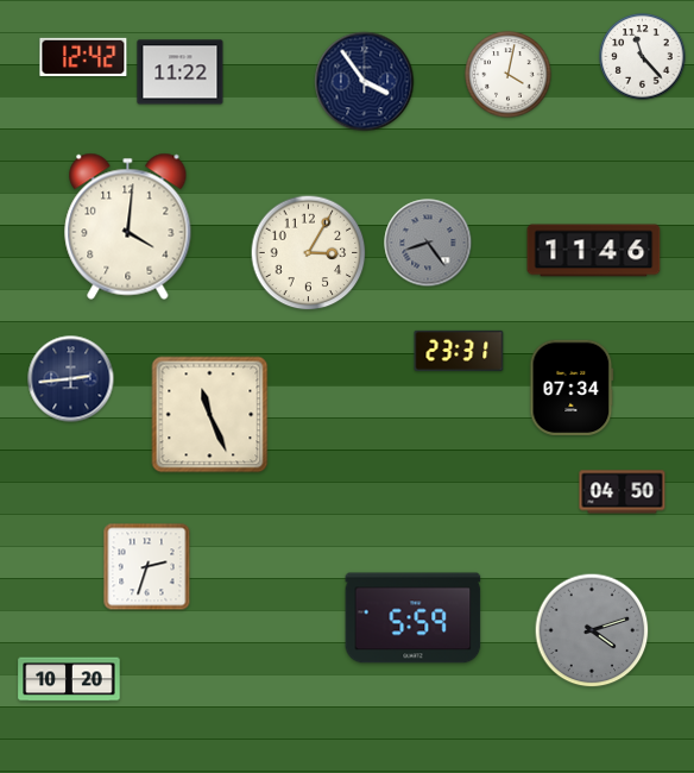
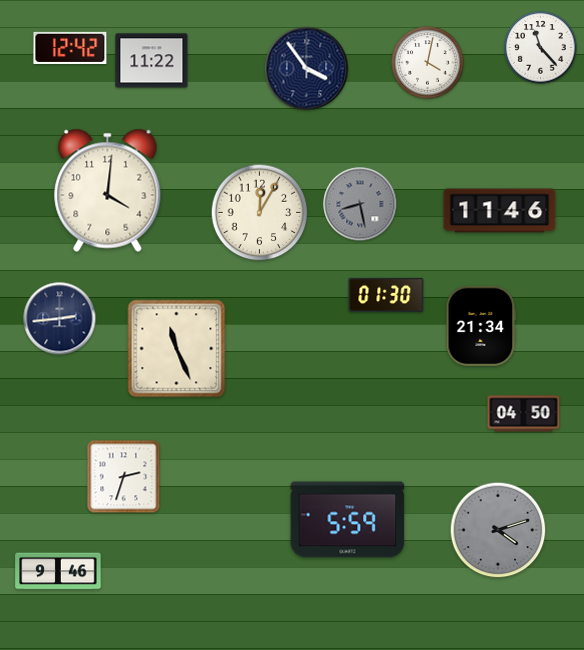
clock at (428, 243): 8:24 -> 8:28
clock at (309, 253): 3:05 -> 12:05
clock at (459, 351): 23:31 -> 01:30
clock at (572, 388): 07:34 -> 21:34
clock at (69, 679): 10:20 -> 9:46
